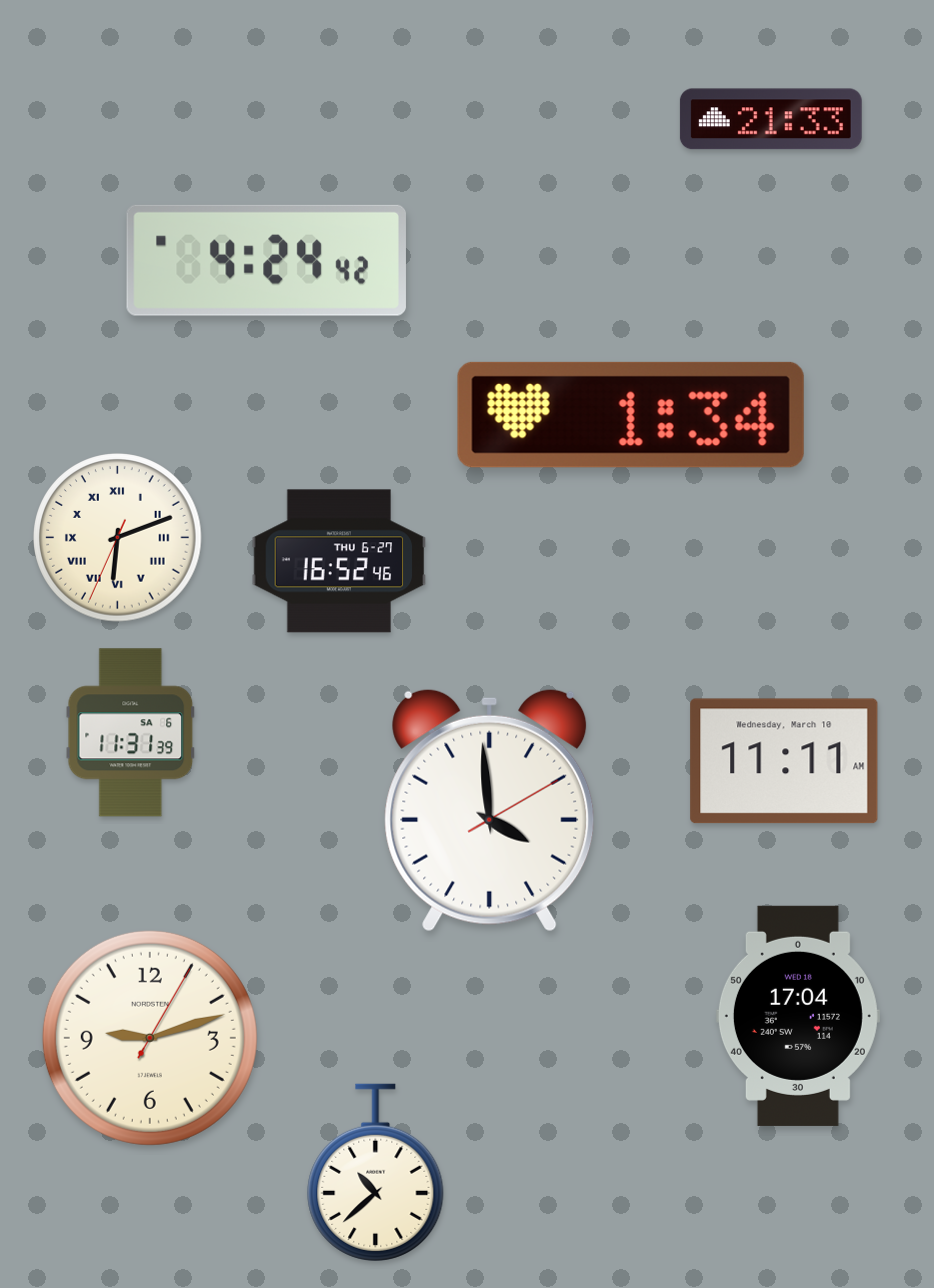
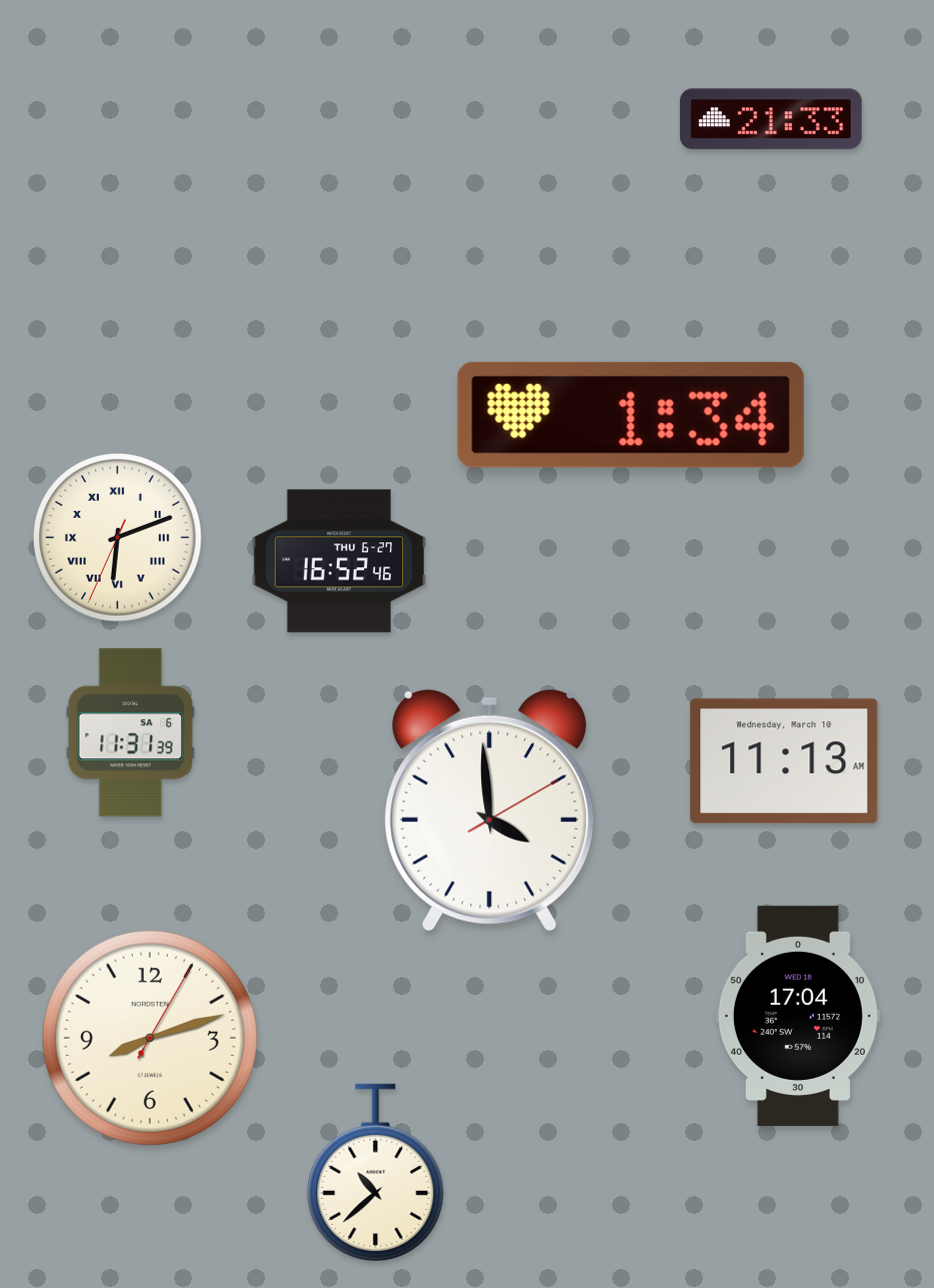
clock at (266, 260): 4:24 -> none
clock at (784, 761): 11:11 -> 11:13
clock at (150, 1038): 9:12 -> 8:12
